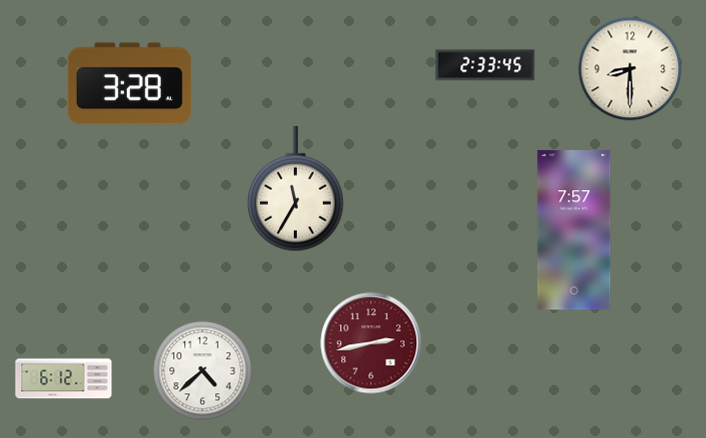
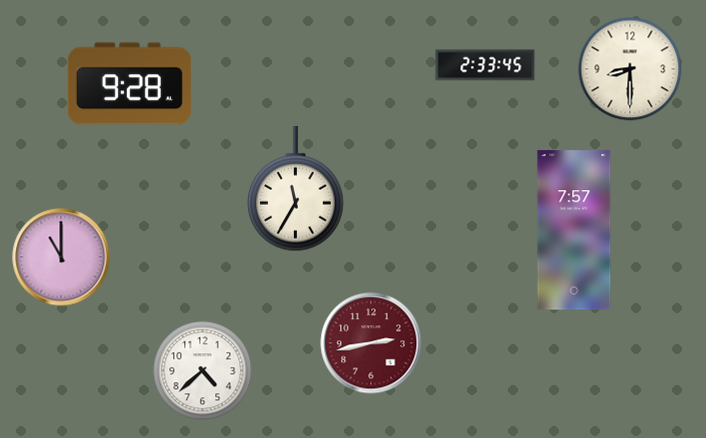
clock at (129, 84): 3:28 -> 9:28
clock at (61, 257): none -> 11:00
clock at (64, 379): 6:12 -> none
